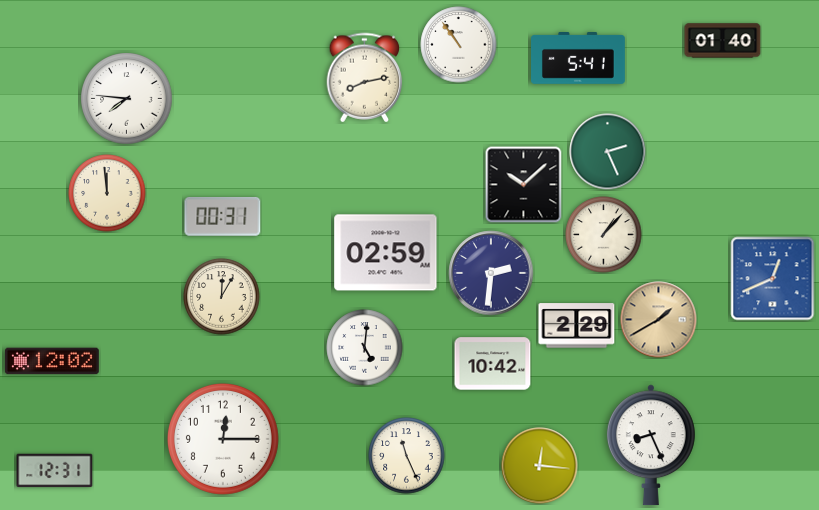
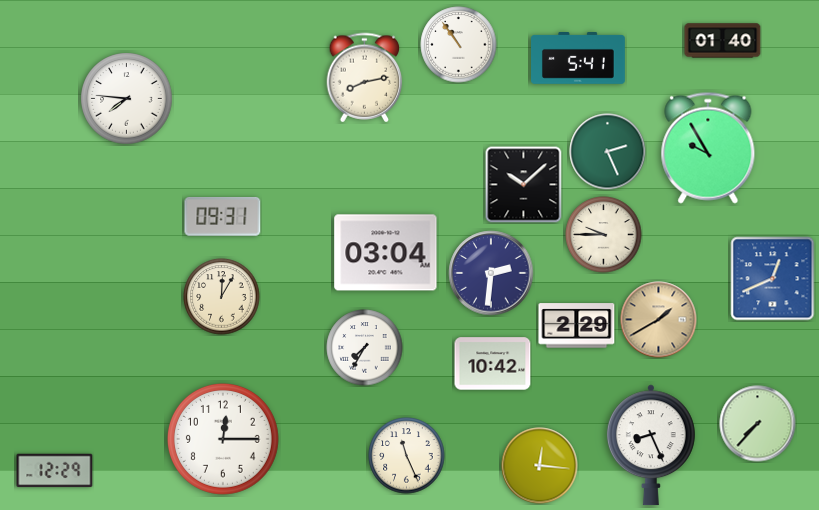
clock at (708, 148): none -> 9:55
clock at (107, 193): 11:59 -> none
clock at (223, 216): 00:31 -> 09:31
clock at (604, 235): 1:07 -> 9:45
clock at (386, 253): 02:59 -> 03:04
clock at (365, 348): 5:01 -> 7:35
clock at (52, 361): 12:02 -> none
clock at (758, 424): none -> 7:37
clock at (55, 471): 12:31 -> 12:29
